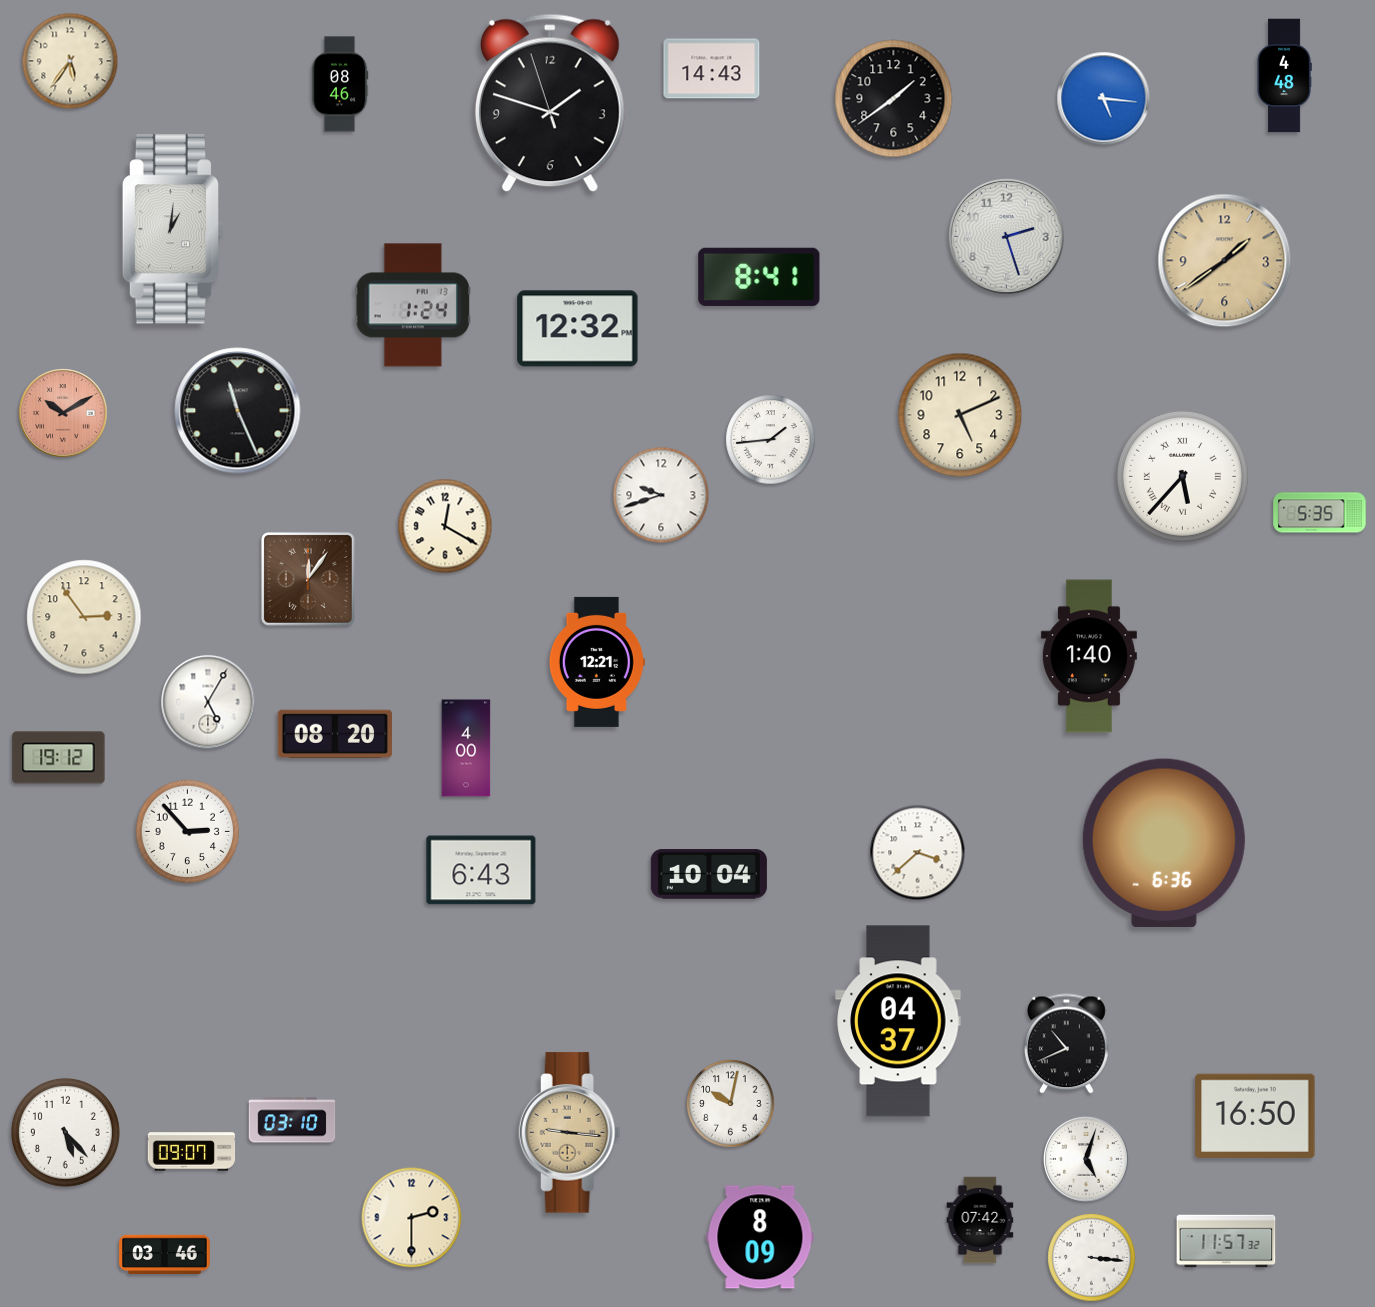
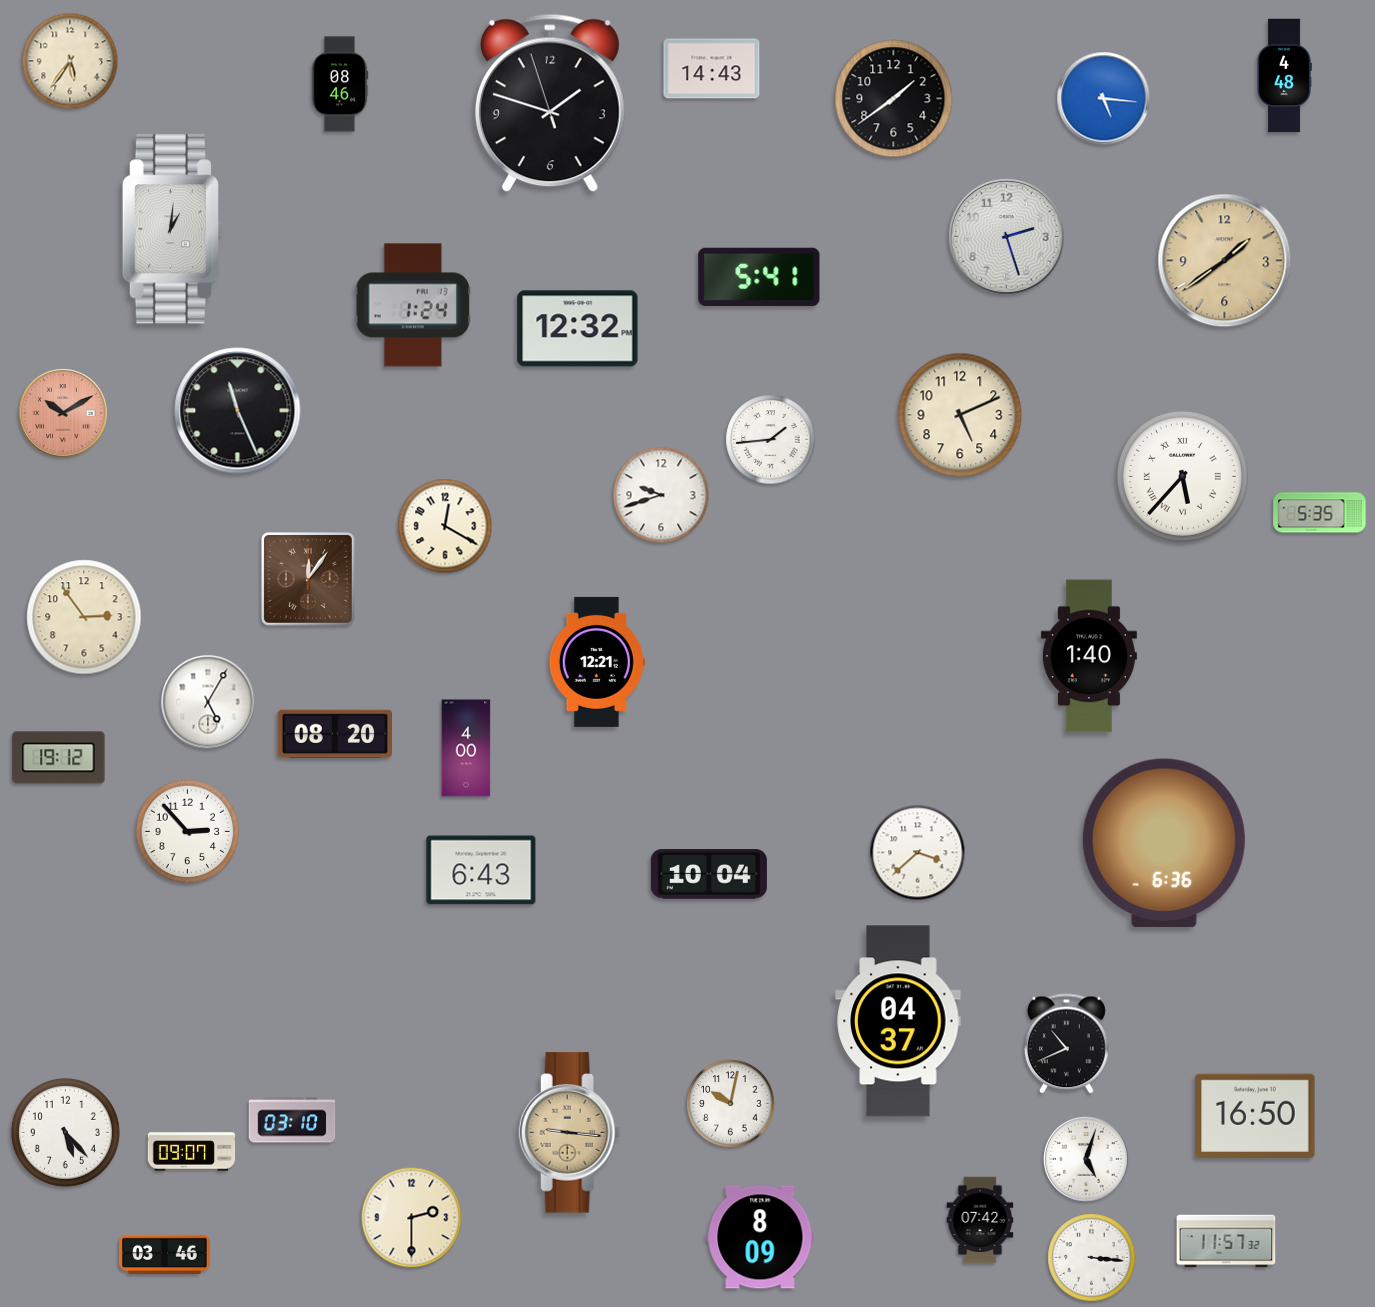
clock at (759, 277): 8:41 -> 5:41
